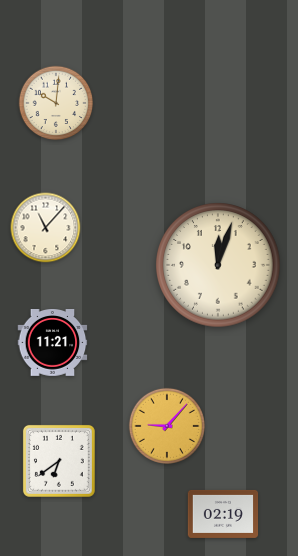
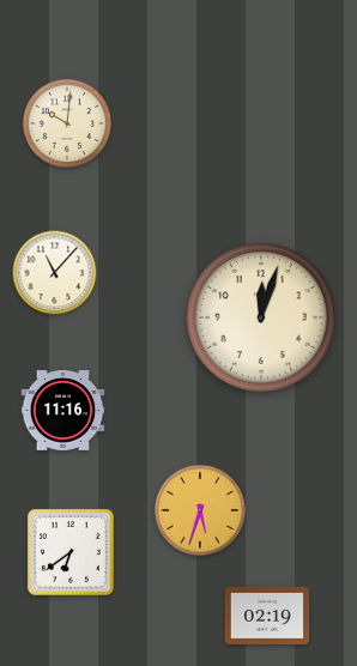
clock at (53, 343): 11:21 -> 11:16
clock at (167, 426): 9:07 -> 5:33
